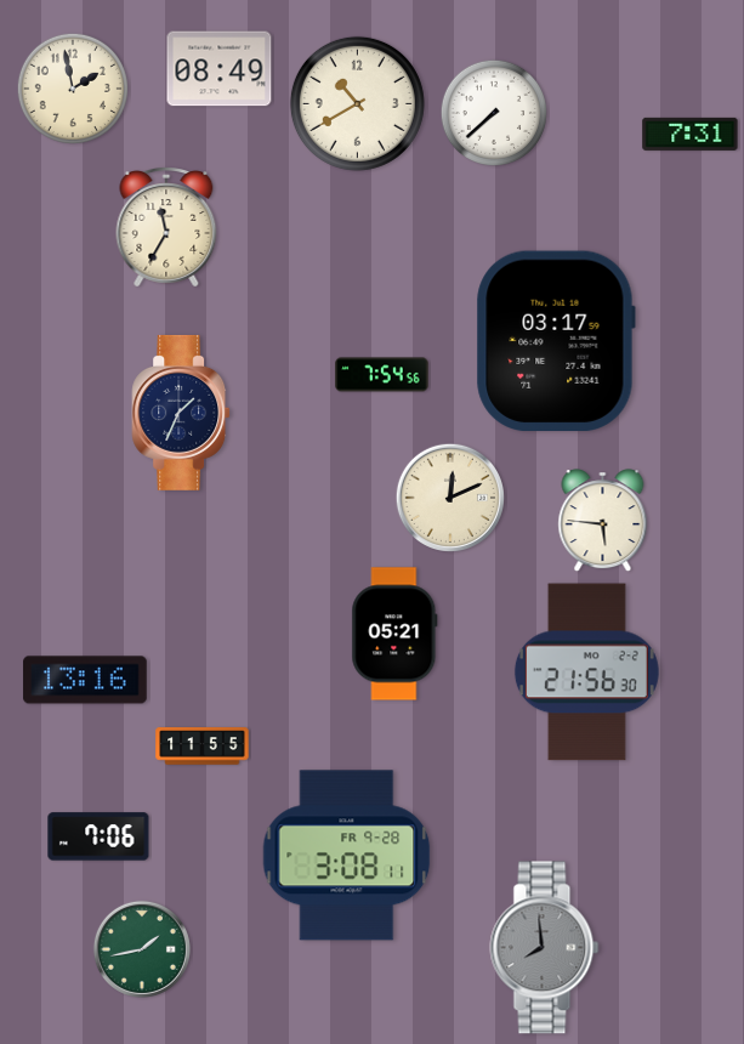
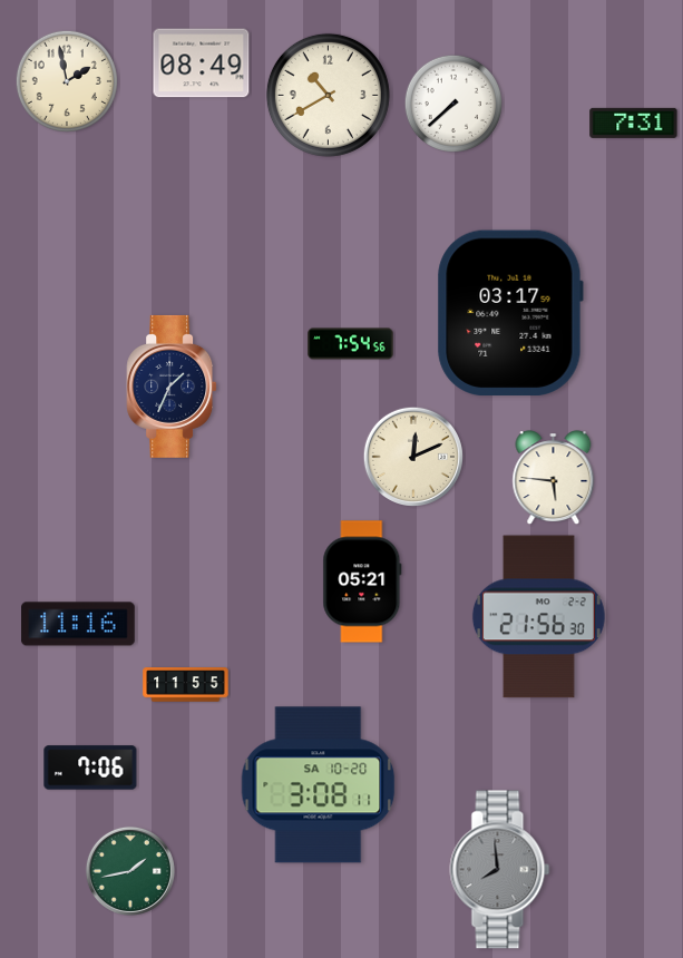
clock at (166, 228): 11:35 -> none
clock at (181, 413) position: (181, 413) -> (172, 387)
clock at (85, 680): 13:16 -> 11:16
clock at (347, 856) date: FR 9-28 -> SA 10-20
